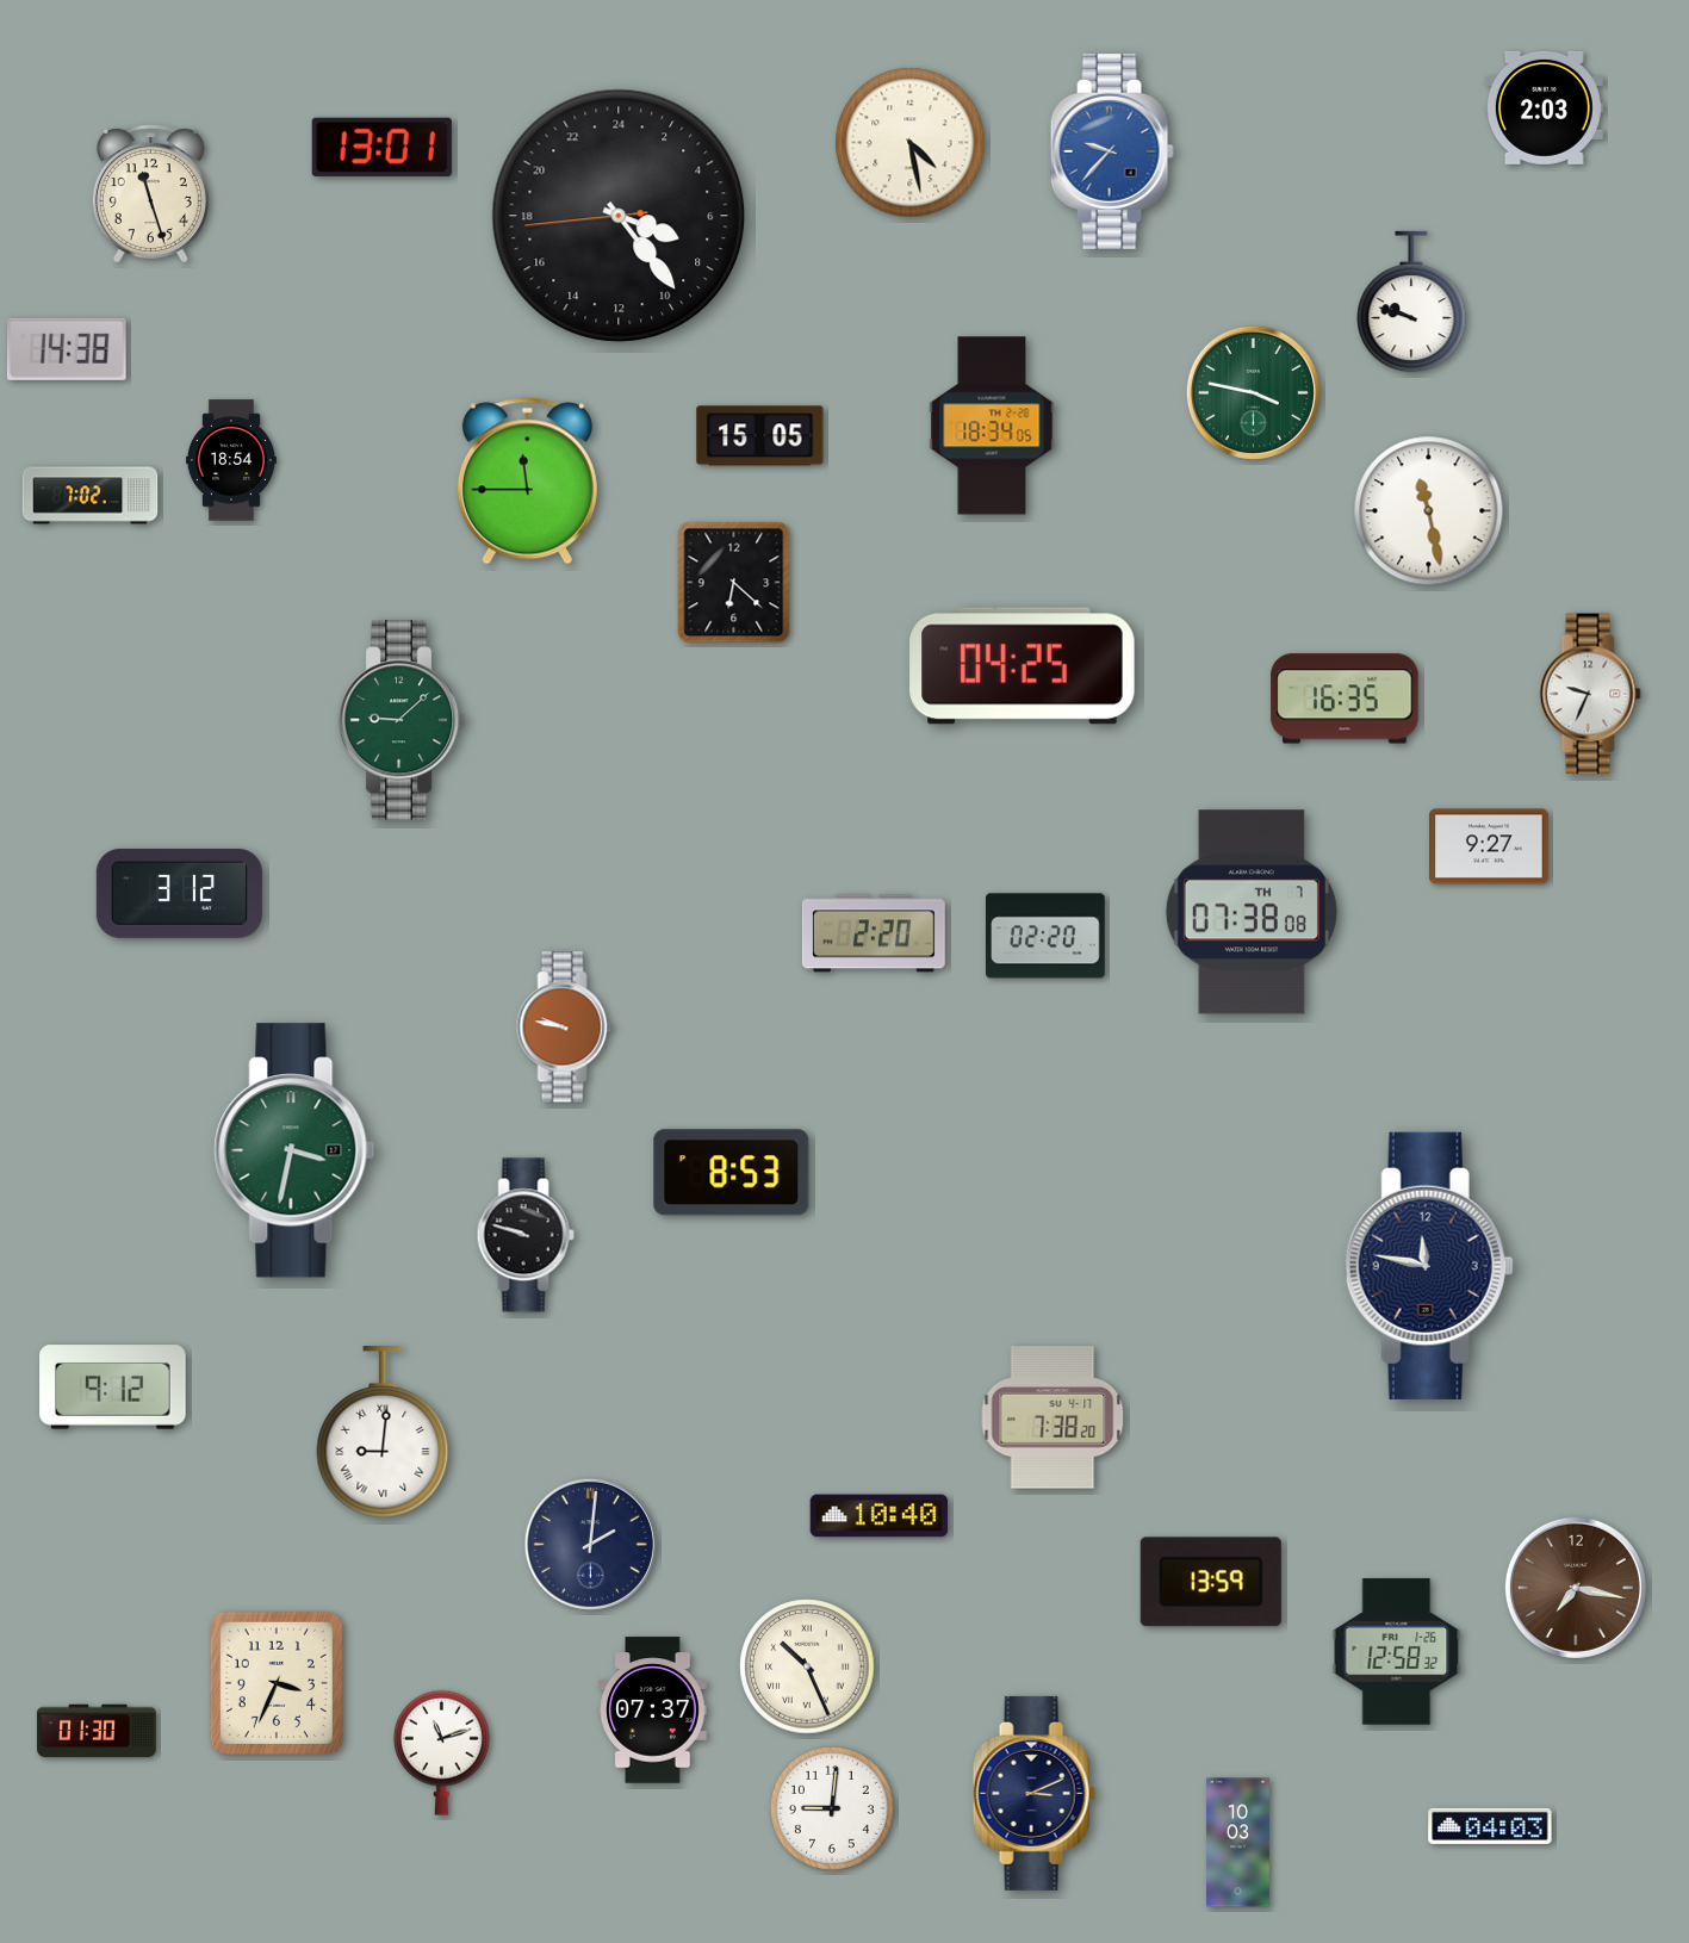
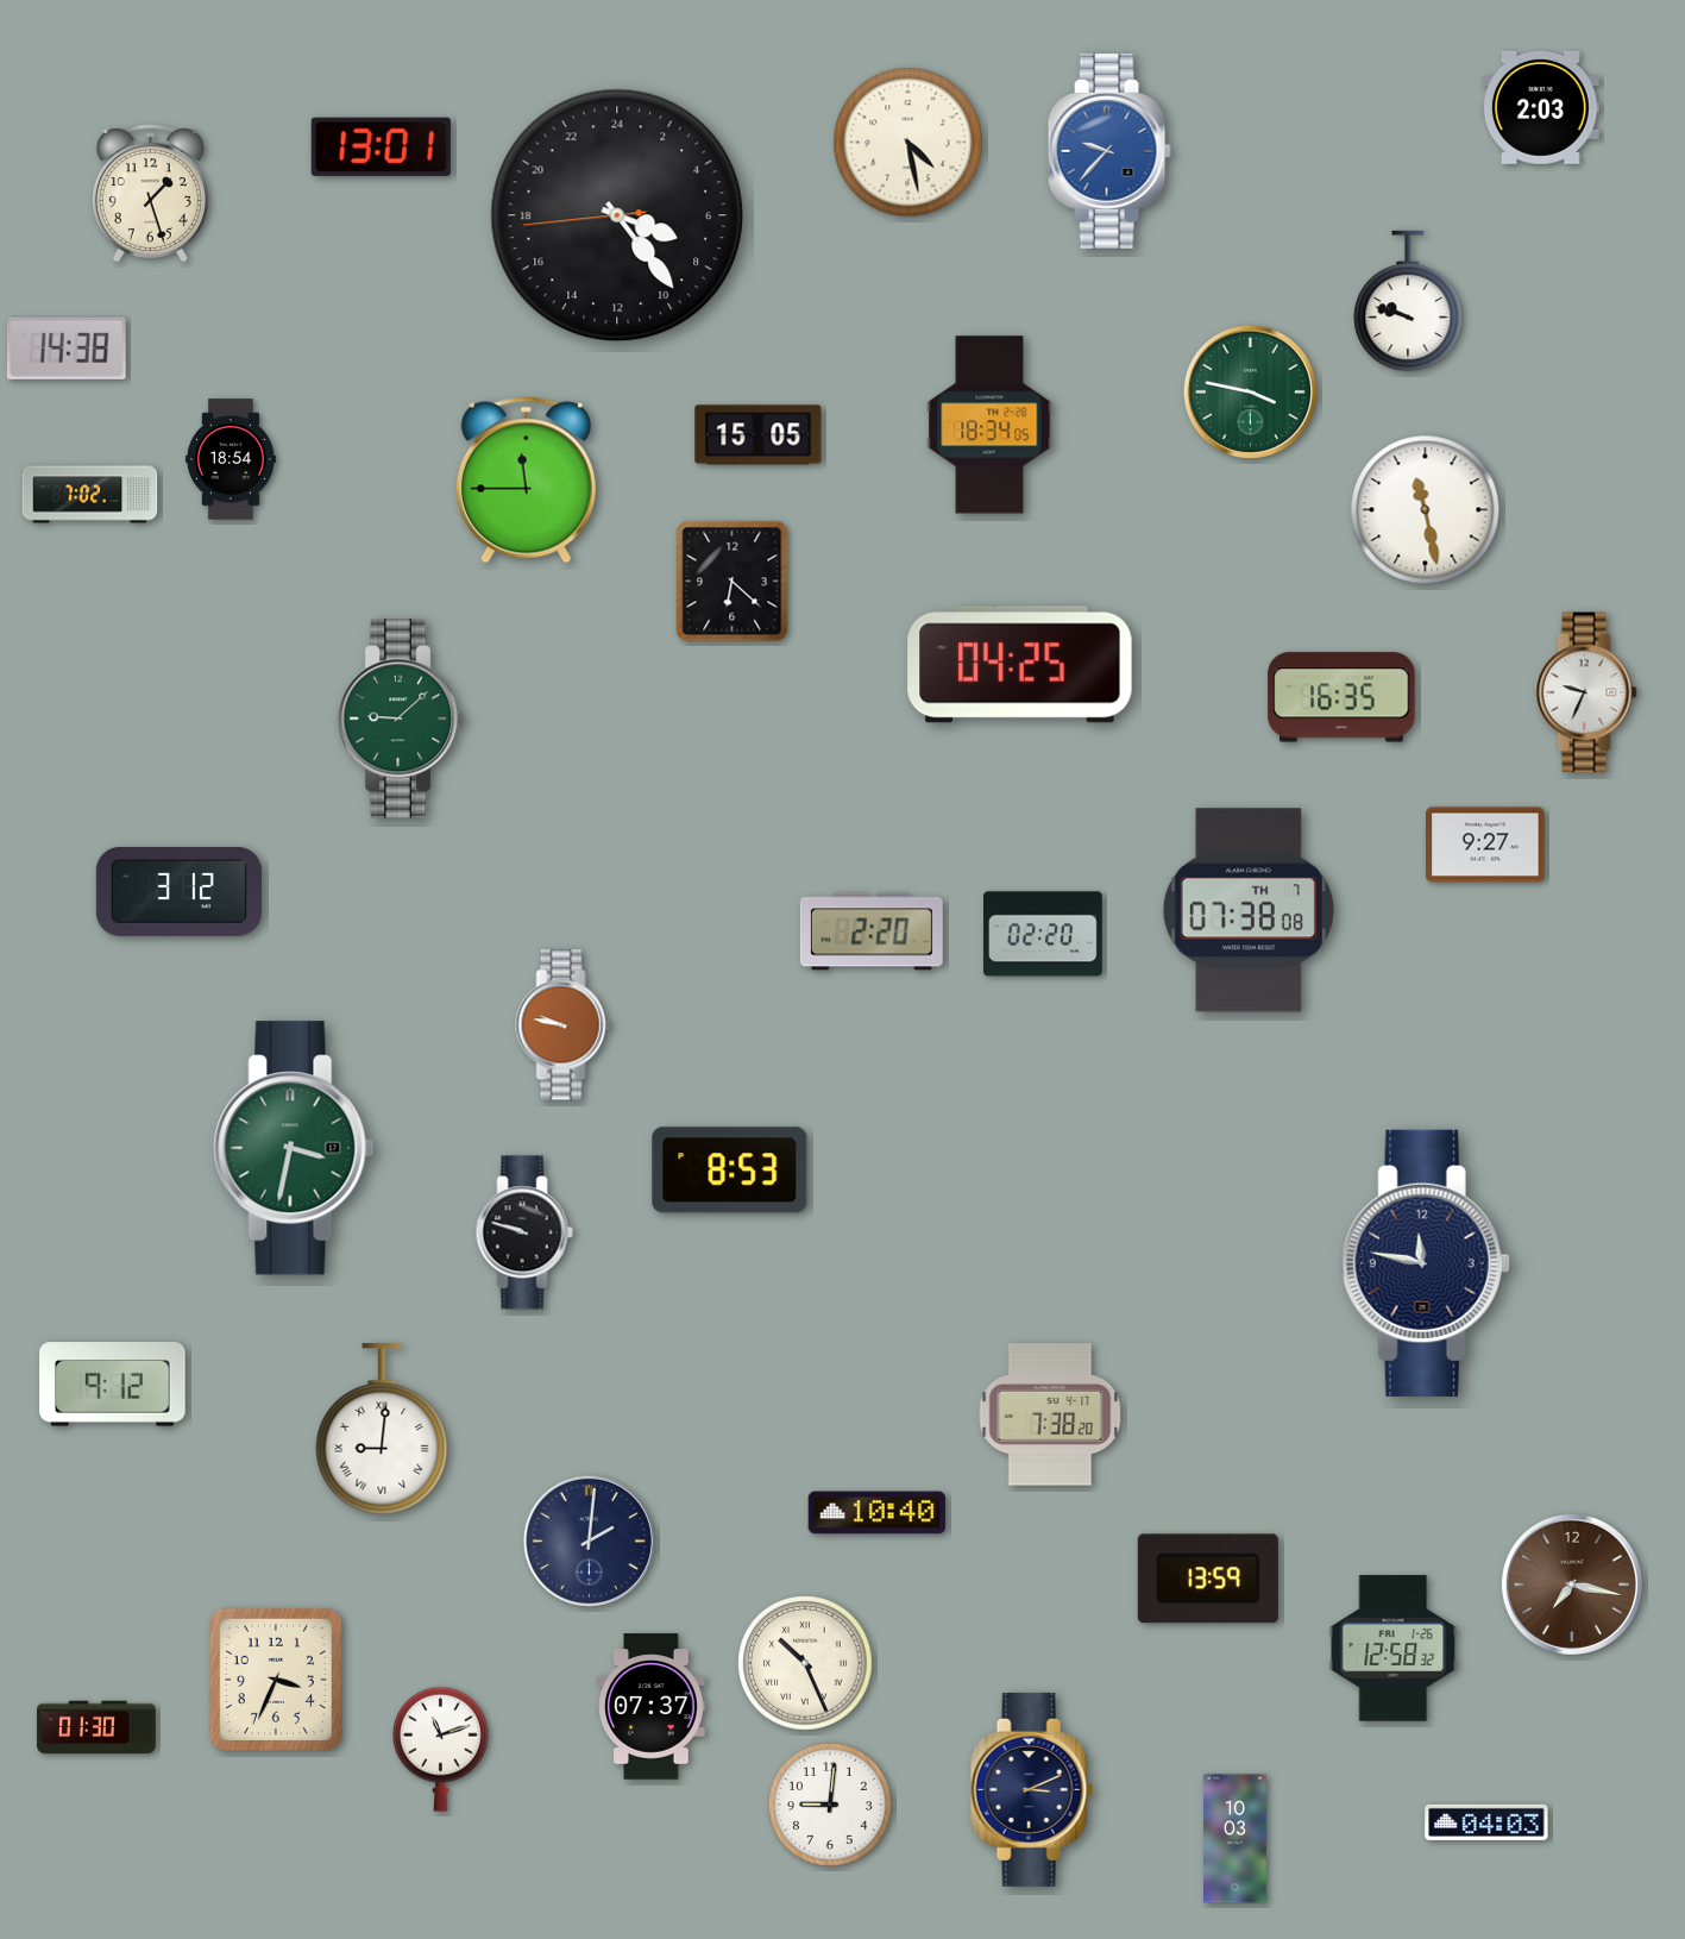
clock at (150, 194): 11:27 -> 1:27
